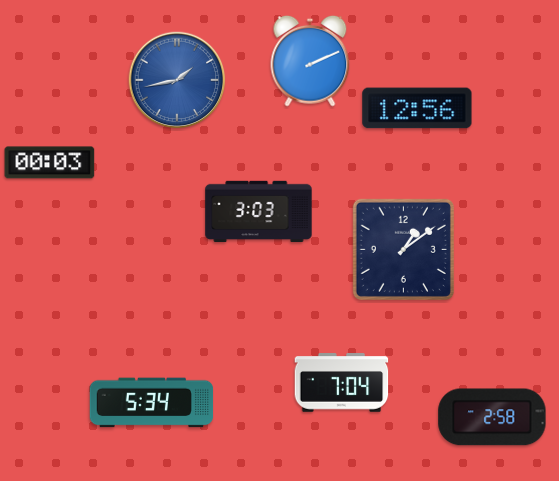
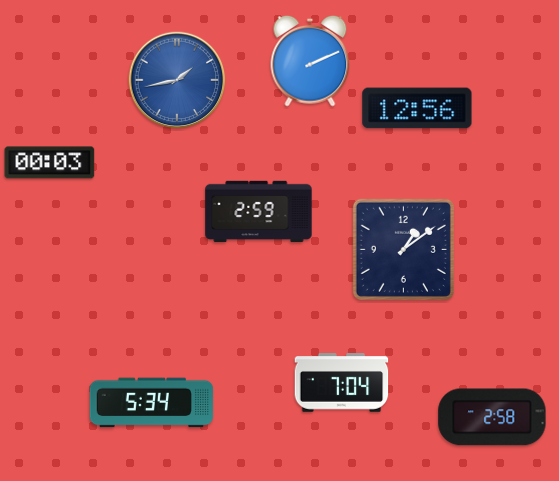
clock at (259, 212): 3:03 -> 2:59
